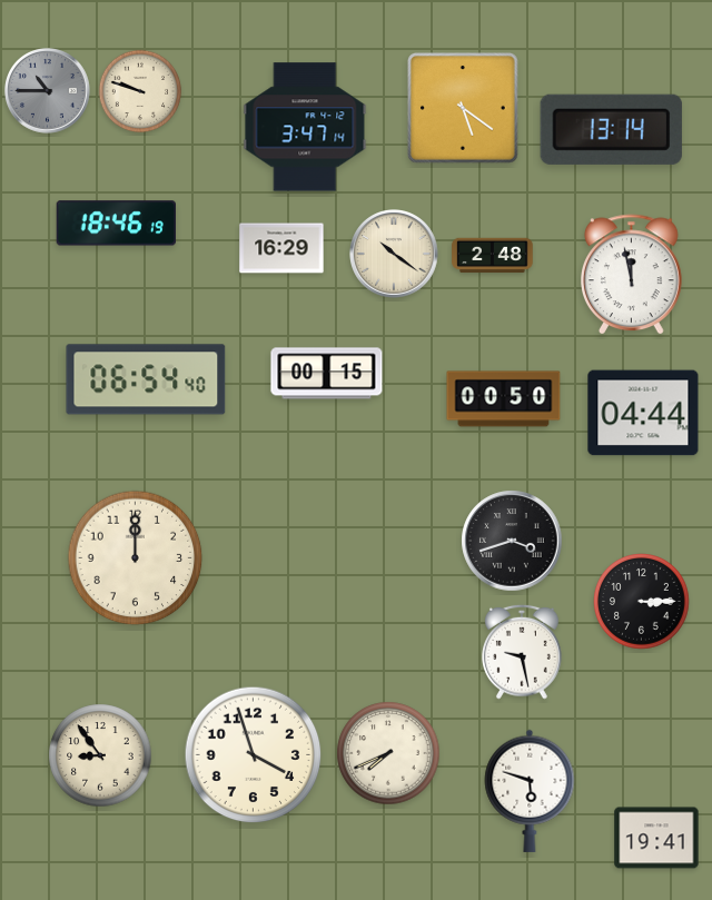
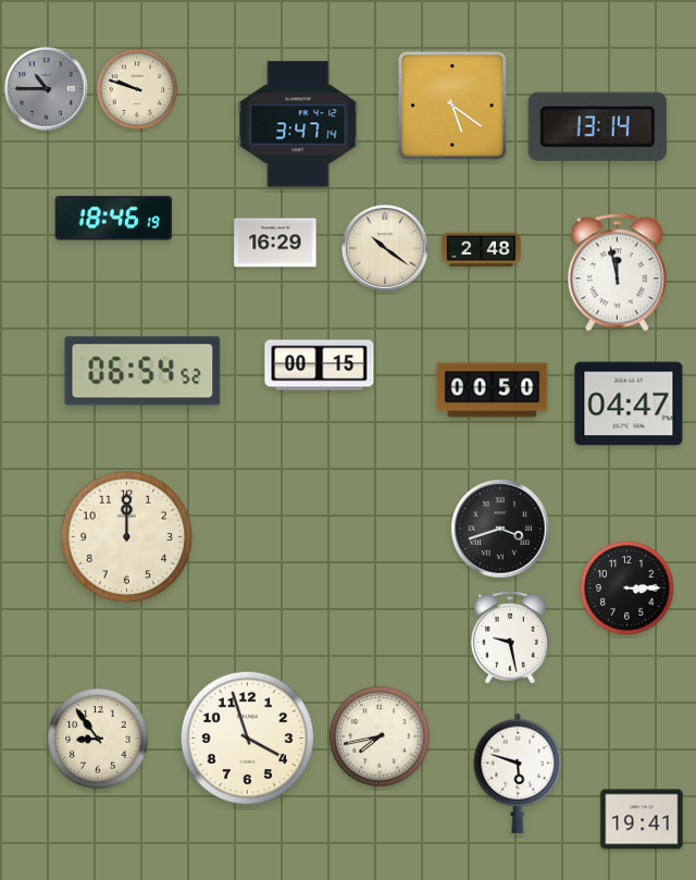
clock at (632, 275) position: (632, 275) -> (618, 273)
clock at (146, 379): 06:54:40 -> 06:54:52
clock at (643, 413): 04:44 -> 04:47
clock at (136, 558) position: (136, 558) -> (127, 537)
clock at (388, 753): 7:41 -> 7:43
